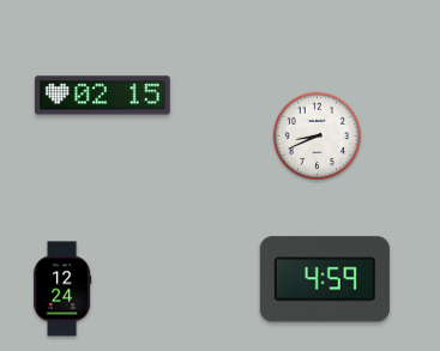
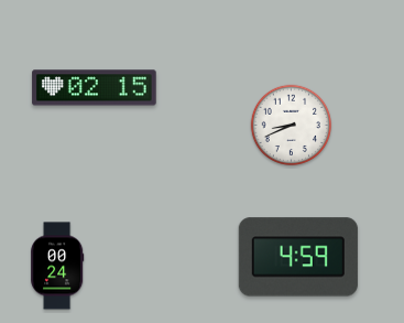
clock at (62, 289): 12:24 -> 00:24
